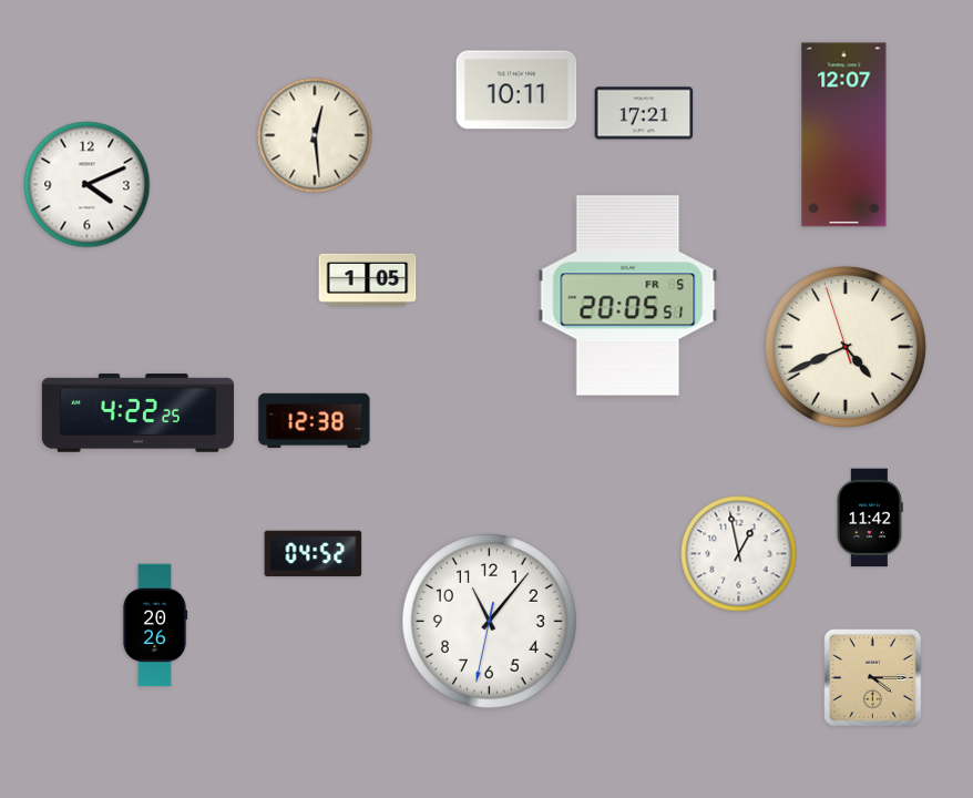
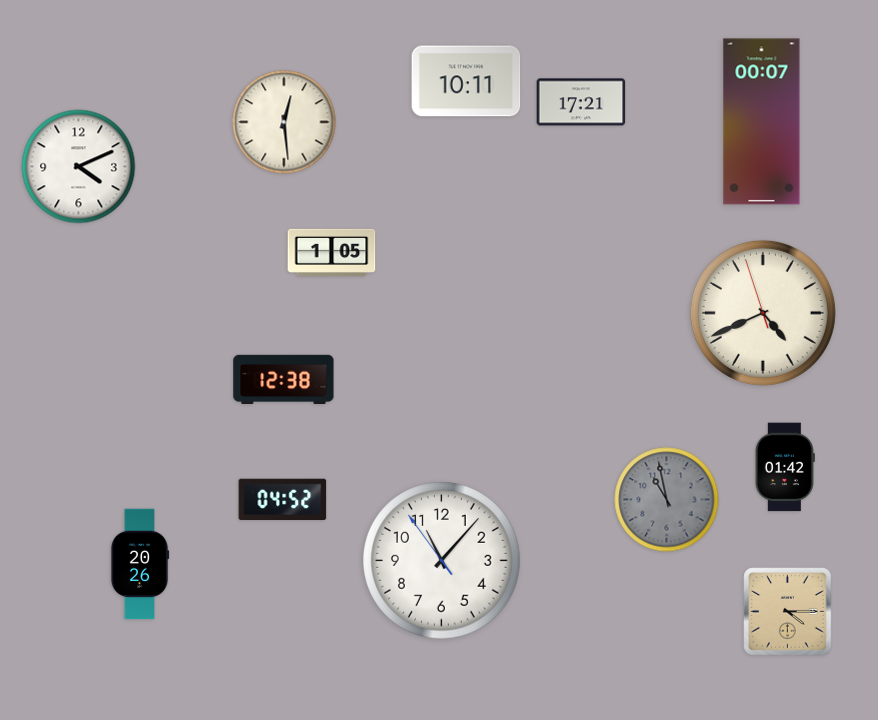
clock at (844, 135): 12:07 -> 00:07
clock at (628, 296): 20:05 -> none
clock at (137, 413): 4:22 -> none
clock at (870, 518): 11:42 -> 01:42
clock at (739, 554): 12:58 -> 10:58
clock at (739, 554) dial: white -> grey
clock at (490, 622): 11:06:32 -> 11:06:54
